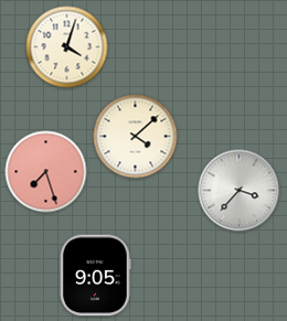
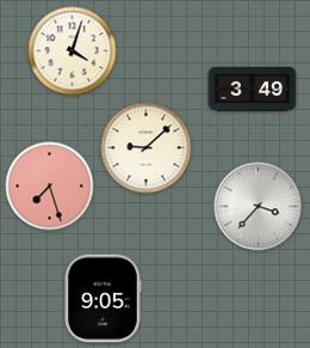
clock at (253, 88): none -> 3:49
clock at (136, 137): 4:08 -> 9:08
